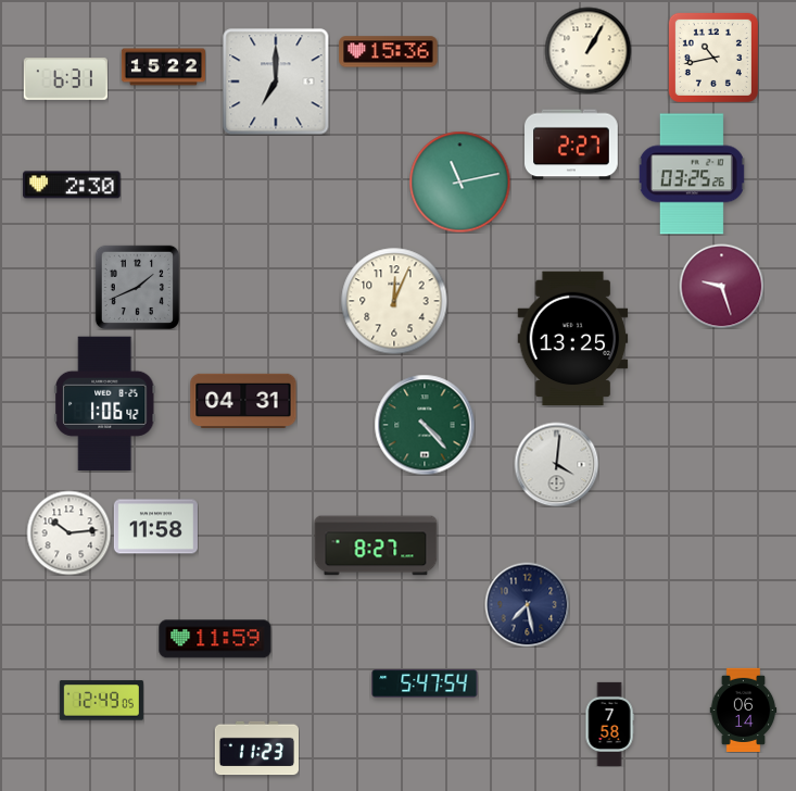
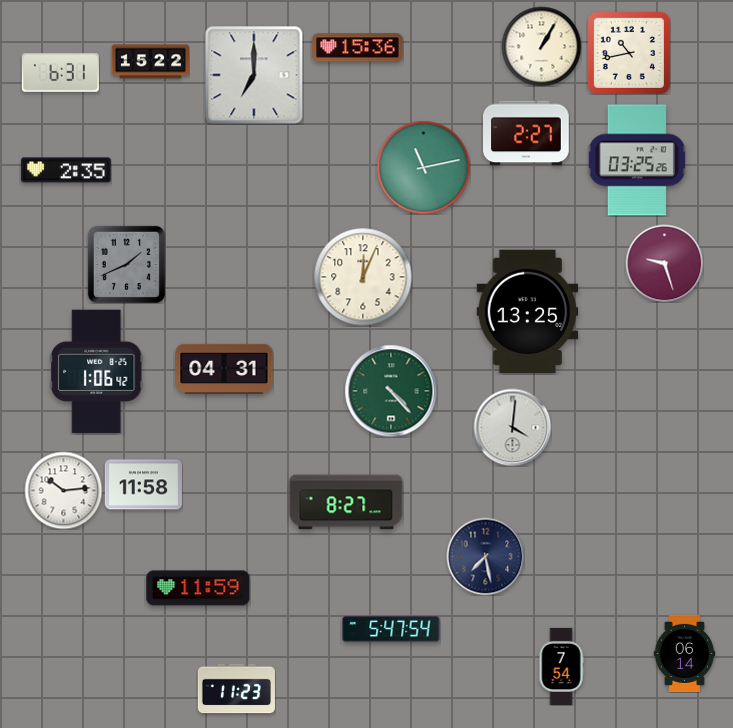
clock at (713, 58) position: (713, 58) -> (629, 53)
clock at (72, 185): 2:30 -> 2:35
clock at (101, 701): 12:49 -> none
clock at (609, 724): 7:58 -> 7:54
